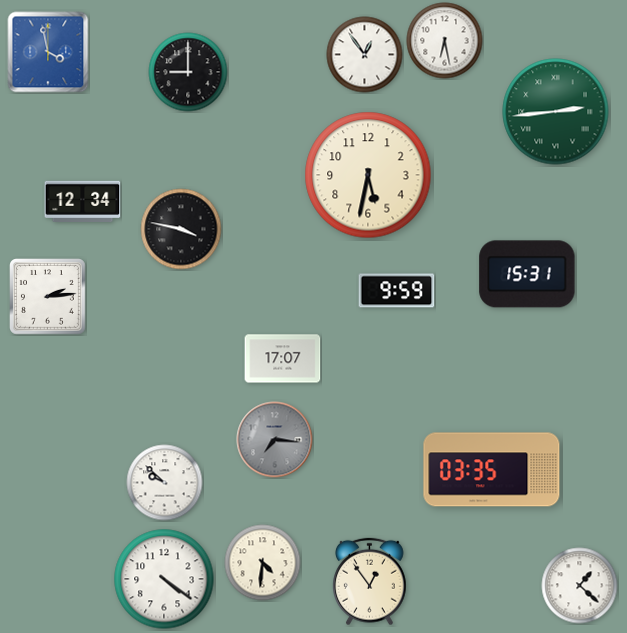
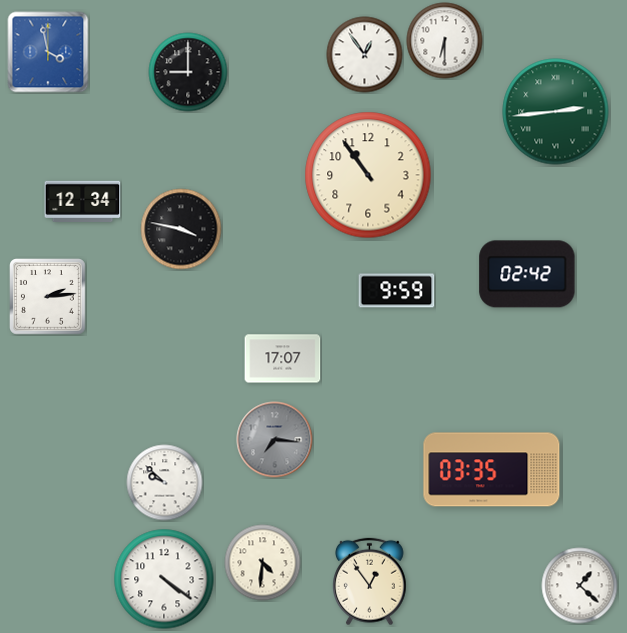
clock at (445, 41): 6:28 -> 6:30
clock at (368, 175): 5:32 -> 10:54
clock at (527, 274): 15:31 -> 02:42
